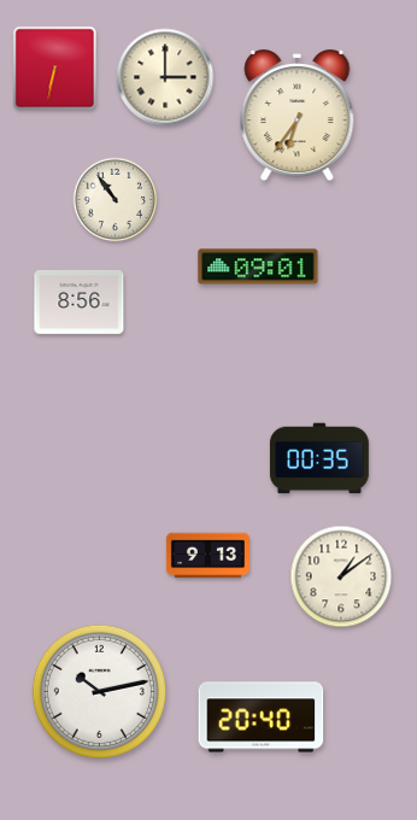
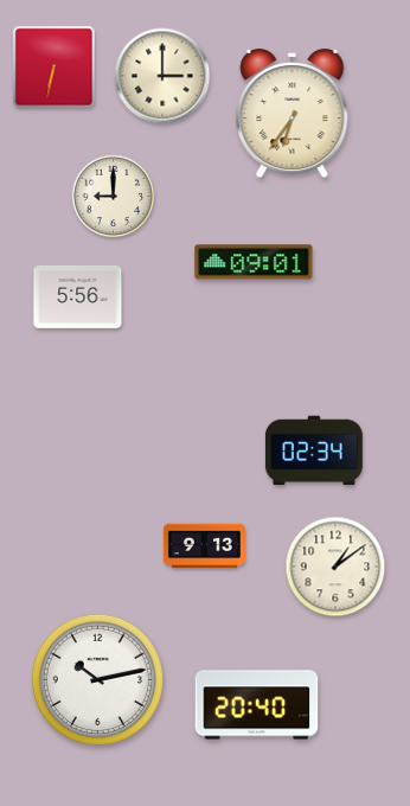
clock at (116, 200): 10:54 -> 9:00
clock at (80, 301): 8:56 -> 5:56
clock at (319, 458): 00:35 -> 02:34
